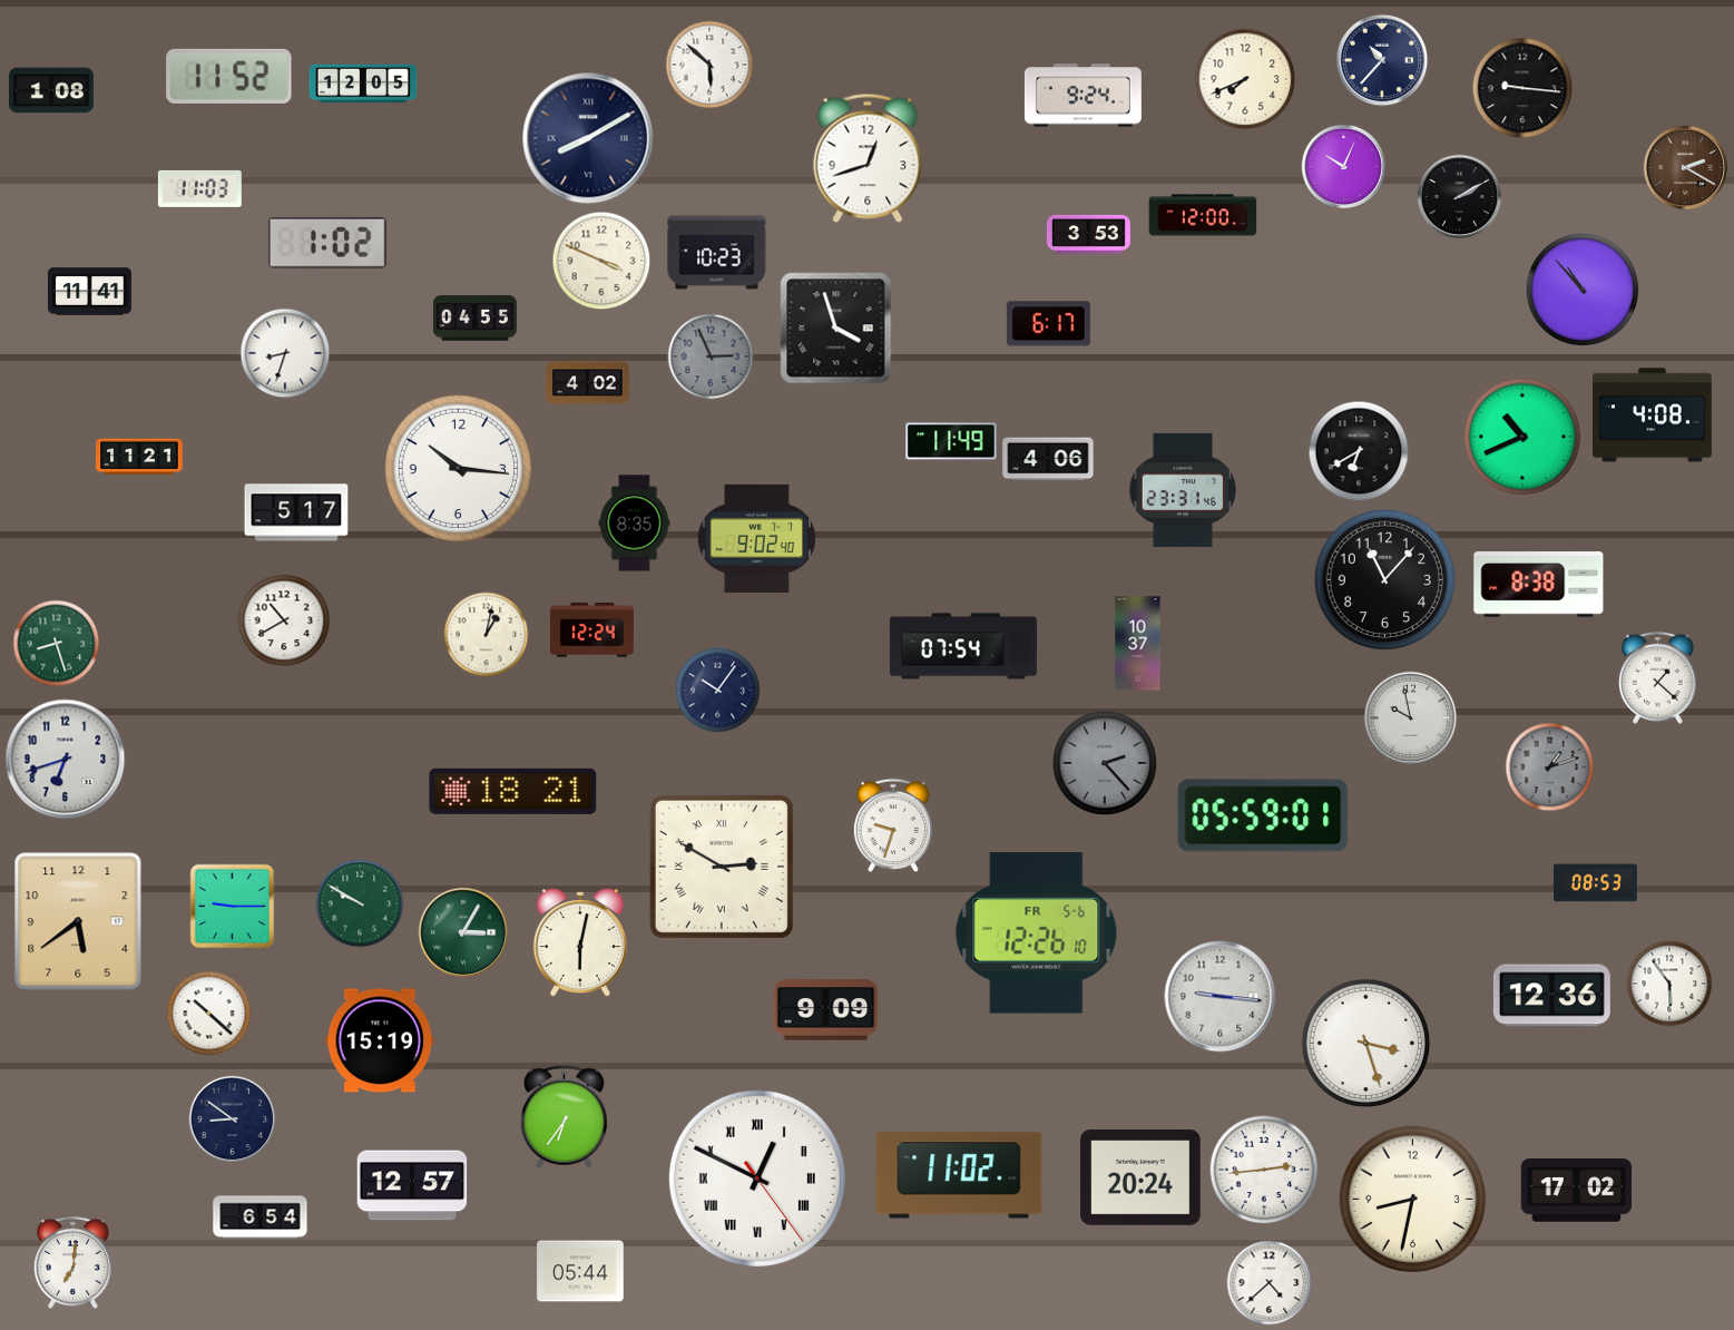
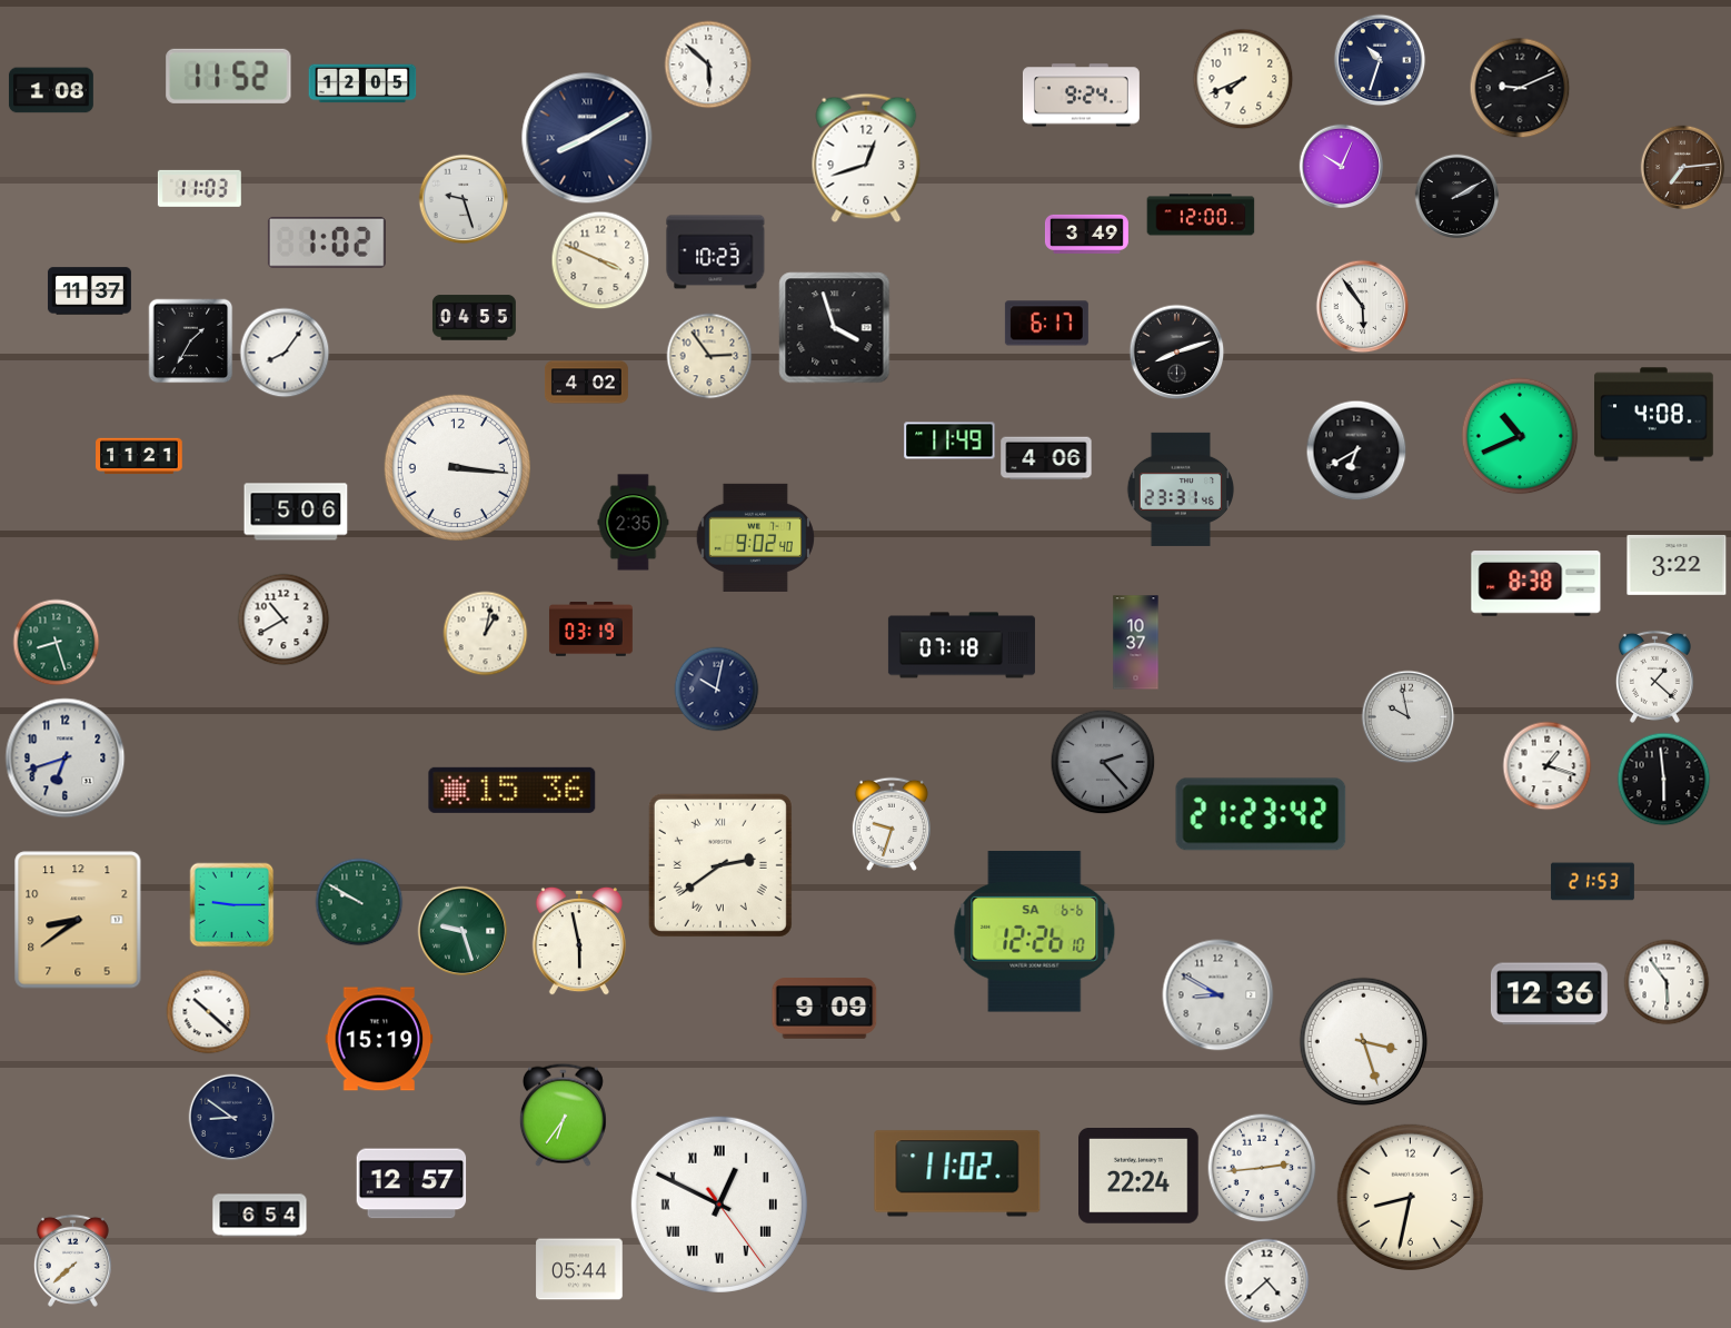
clock at (1382, 60): 10:37 -> 10:33
clock at (1522, 88): 9:16 -> 9:11
clock at (1686, 168): 2:20 -> 7:14
clock at (464, 199): none -> 9:27
clock at (1088, 234): 3:53 -> 3:49
clock at (1583, 290): 10:53 -> none
clock at (89, 292): 11:41 -> 11:37
clock at (1363, 307): none -> 5:54
clock at (191, 341): none -> 1:35
clock at (285, 353): 8:33 -> 8:06
clock at (1177, 353): none -> 8:12
clock at (711, 356): 2:56 -> 2:54
clock at (711, 356) dial: grey -> cream
clock at (1653, 415) position: (1653, 415) -> (1654, 415)
clock at (458, 468): 10:16 -> 3:16
clock at (296, 512): 5:17 -> 5:06
clock at (635, 524): 8:35 -> 2:35
clock at (1677, 565): none -> 3:22
clock at (1385, 580): 11:07 -> none
clock at (591, 630): 12:24 -> 03:19
clock at (963, 646): 07:54 -> 07:18
clock at (718, 691): 10:06 -> 10:02
clock at (1550, 767): 1:12 -> 1:18
clock at (1550, 767) dial: grey -> white
clock at (1664, 780): none -> 5:59
clock at (513, 791): 18:21 -> 15:36
clock at (1263, 815): 05:59 -> 21:23
clock at (722, 867): 2:50 -> 2:39
clock at (1595, 883): 08:53 -> 21:53
clock at (78, 921): 5:39 -> 8:39
clock at (463, 932): 3:05 -> 9:27
clock at (1037, 933) date: FR 5-6 -> SA 6-6
clock at (580, 942): 6:02 -> 5:58
clock at (1221, 997): 9:16 -> 8:50
clock at (757, 1179) position: (757, 1179) -> (719, 1205)
clock at (1140, 1179): 20:24 -> 22:24
clock at (1577, 1191): 17:02 -> none
clock at (72, 1262): 7:01 -> 7:38
